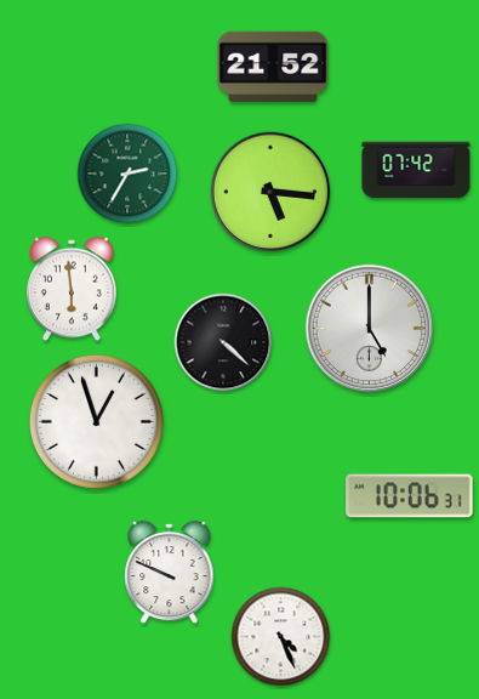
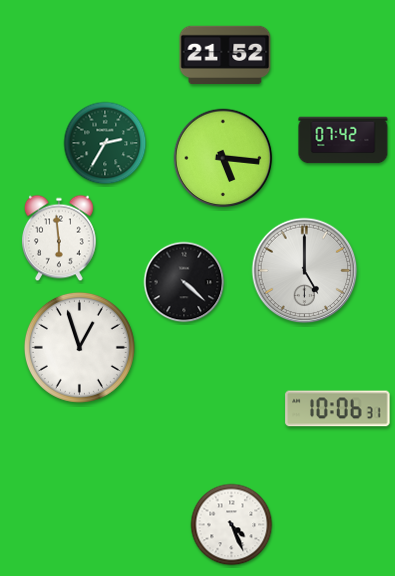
clock at (170, 573): 9:49 -> none
